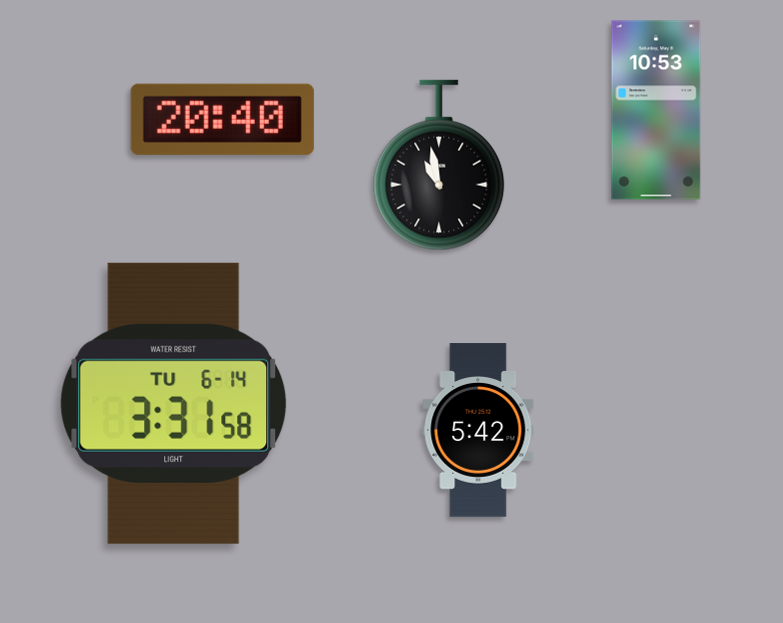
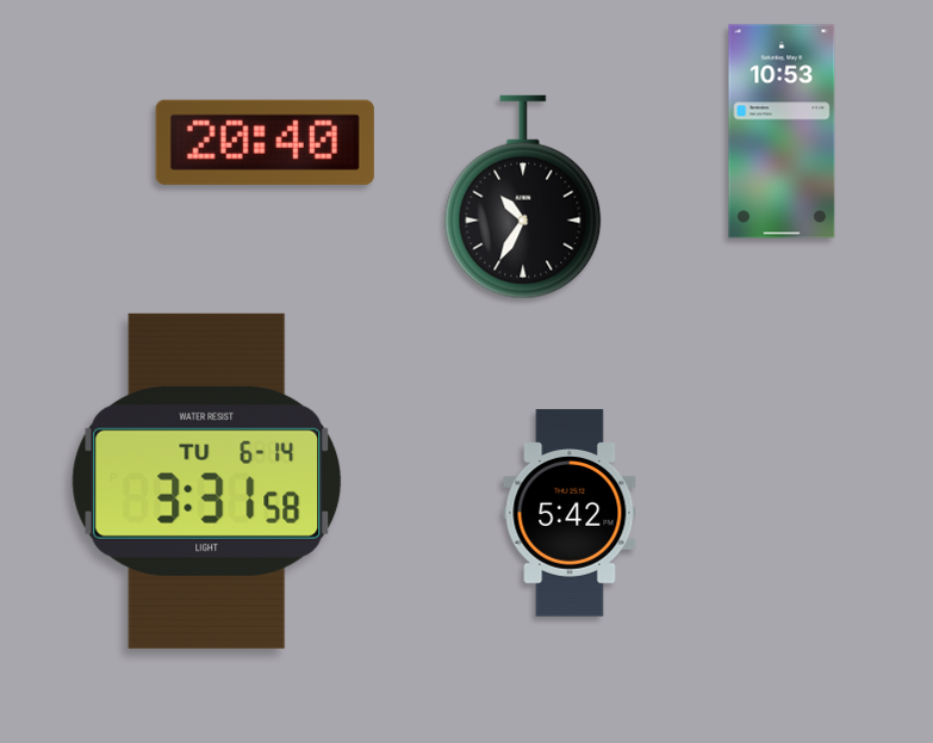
clock at (439, 165): 10:58 -> 10:35
